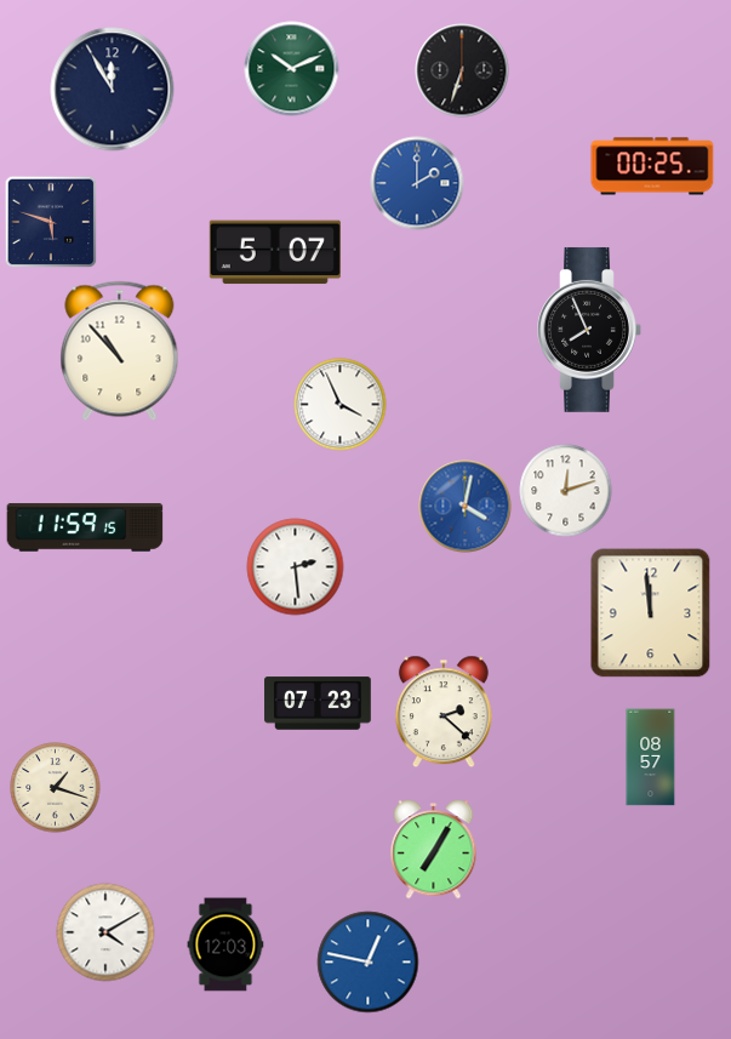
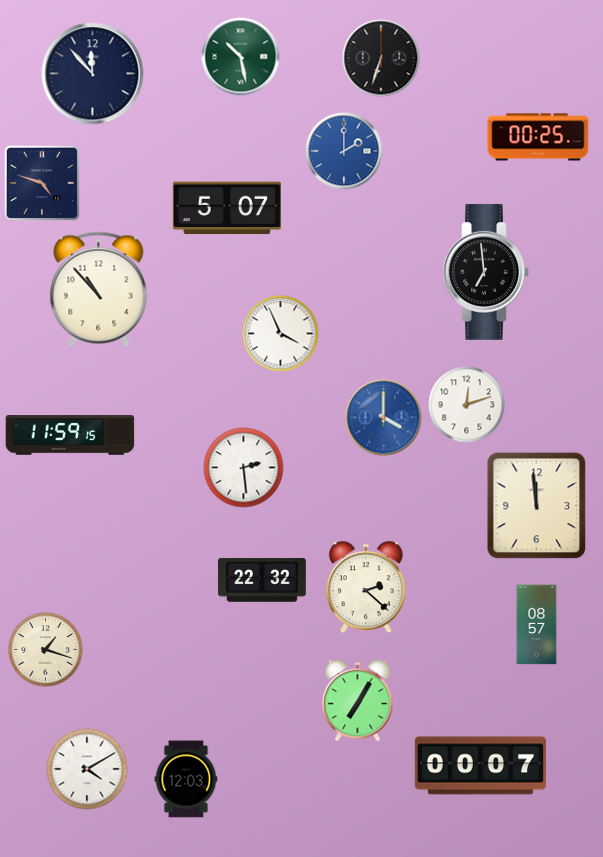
clock at (292, 69): 10:11 -> 10:28
clock at (113, 90): 11:55 -> 11:53
clock at (51, 222): 5:48 -> 4:48
clock at (589, 330): 7:56 -> 6:59
clock at (466, 507): 4:02 -> 4:00
clock at (318, 703): 07:23 -> 22:32
clock at (480, 766): none -> 00:07
clock at (369, 963): 12:47 -> none
